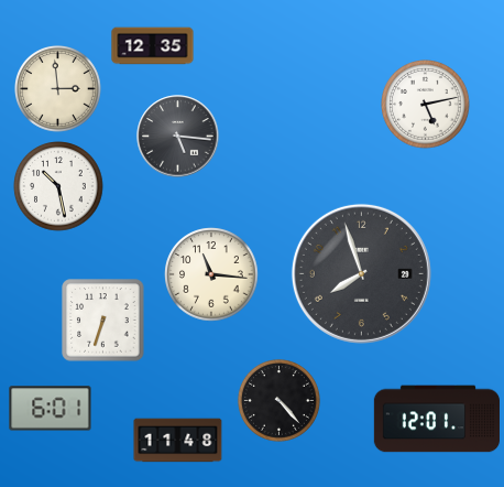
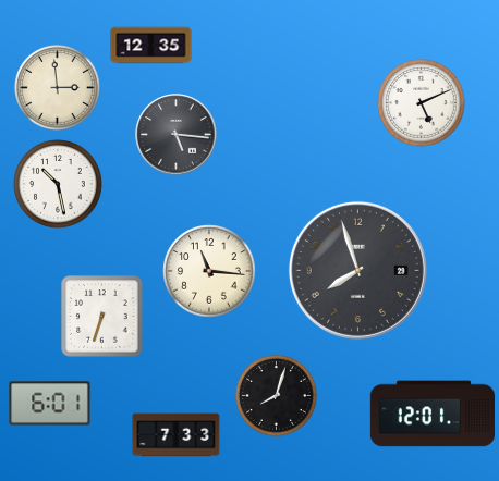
clock at (426, 105): 5:13 -> 5:11
clock at (278, 400): 4:23 -> 8:03
clock at (178, 441): 11:48 -> 7:33
